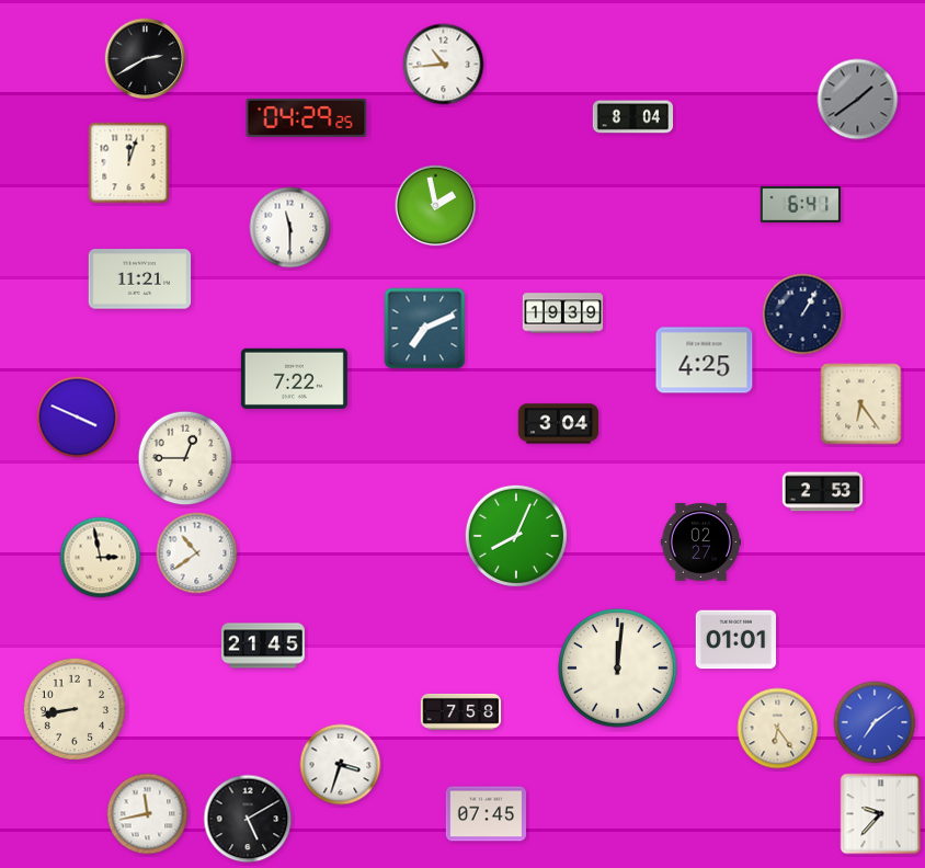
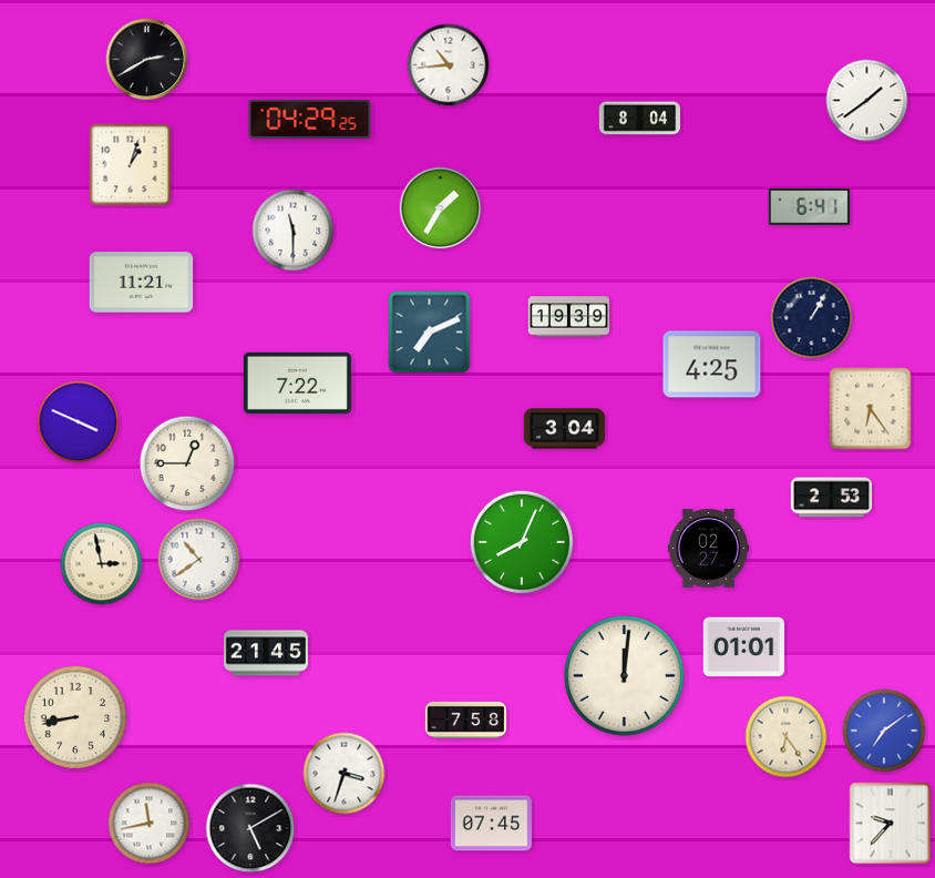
clock at (858, 100) dial: grey -> white
clock at (129, 163): 12:03 -> 1:03
clock at (436, 206): 1:58 -> 1:35
